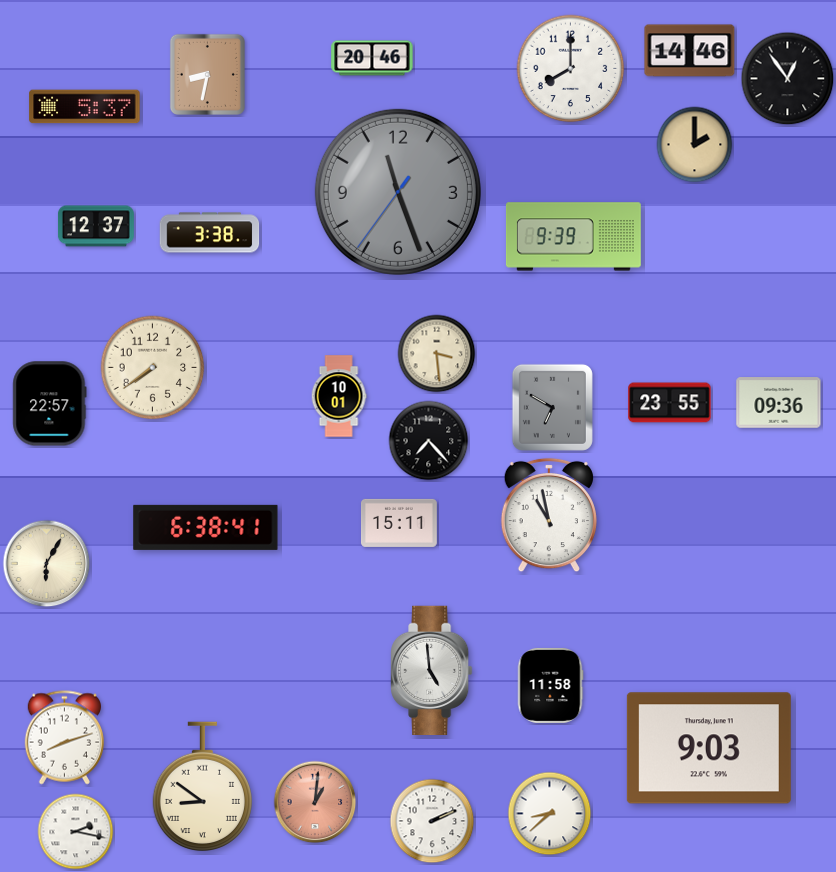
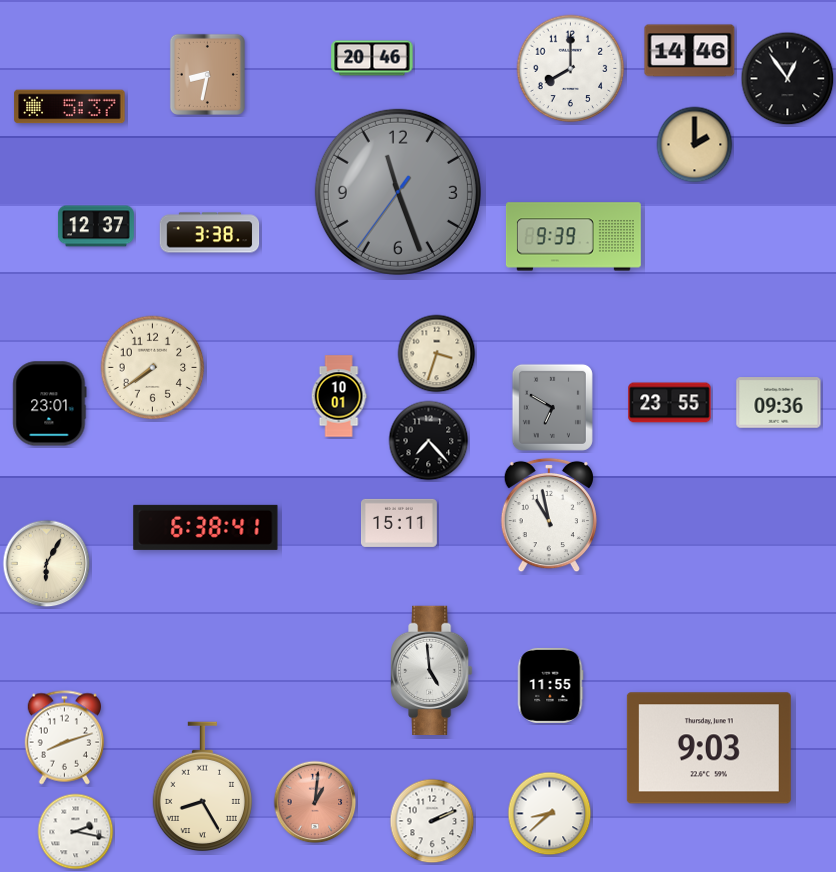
clock at (85, 107) position: (85, 107) -> (70, 107)
clock at (437, 354): 3:29 -> 3:33
clock at (50, 404): 22:57 -> 23:01
clock at (550, 685): 11:58 -> 11:55
clock at (202, 787): 8:51 -> 8:25
